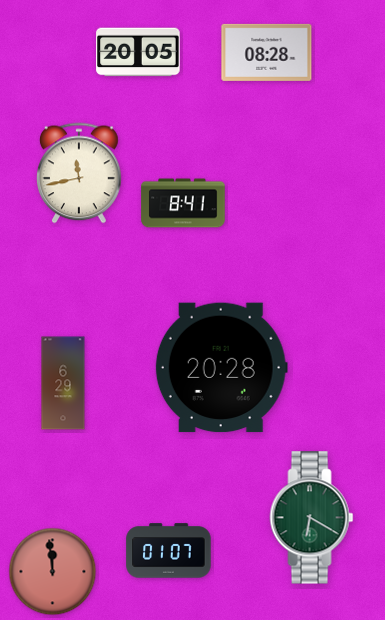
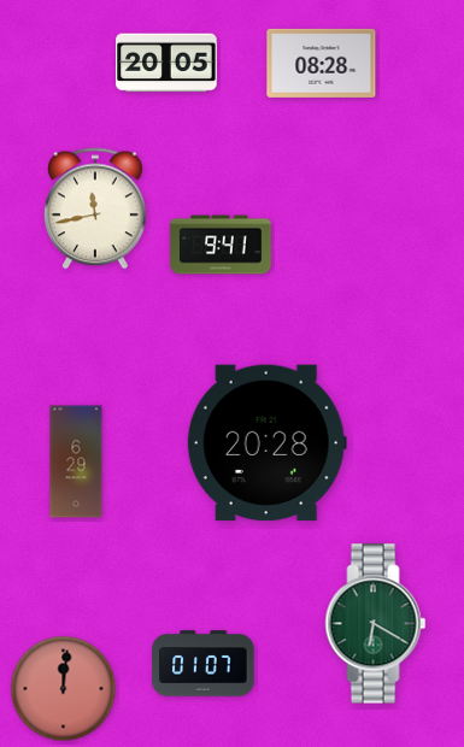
clock at (183, 203): 8:41 -> 9:41
clock at (53, 572): 11:59 -> 12:01
